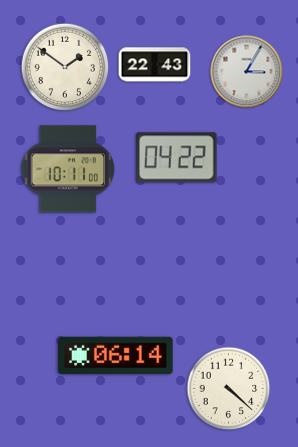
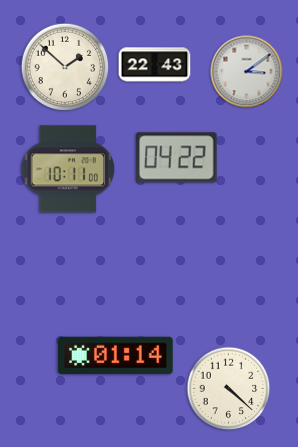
clock at (65, 67): 1:51 -> 1:52
clock at (247, 72): 3:05 -> 3:09
clock at (116, 356): 06:14 -> 01:14
